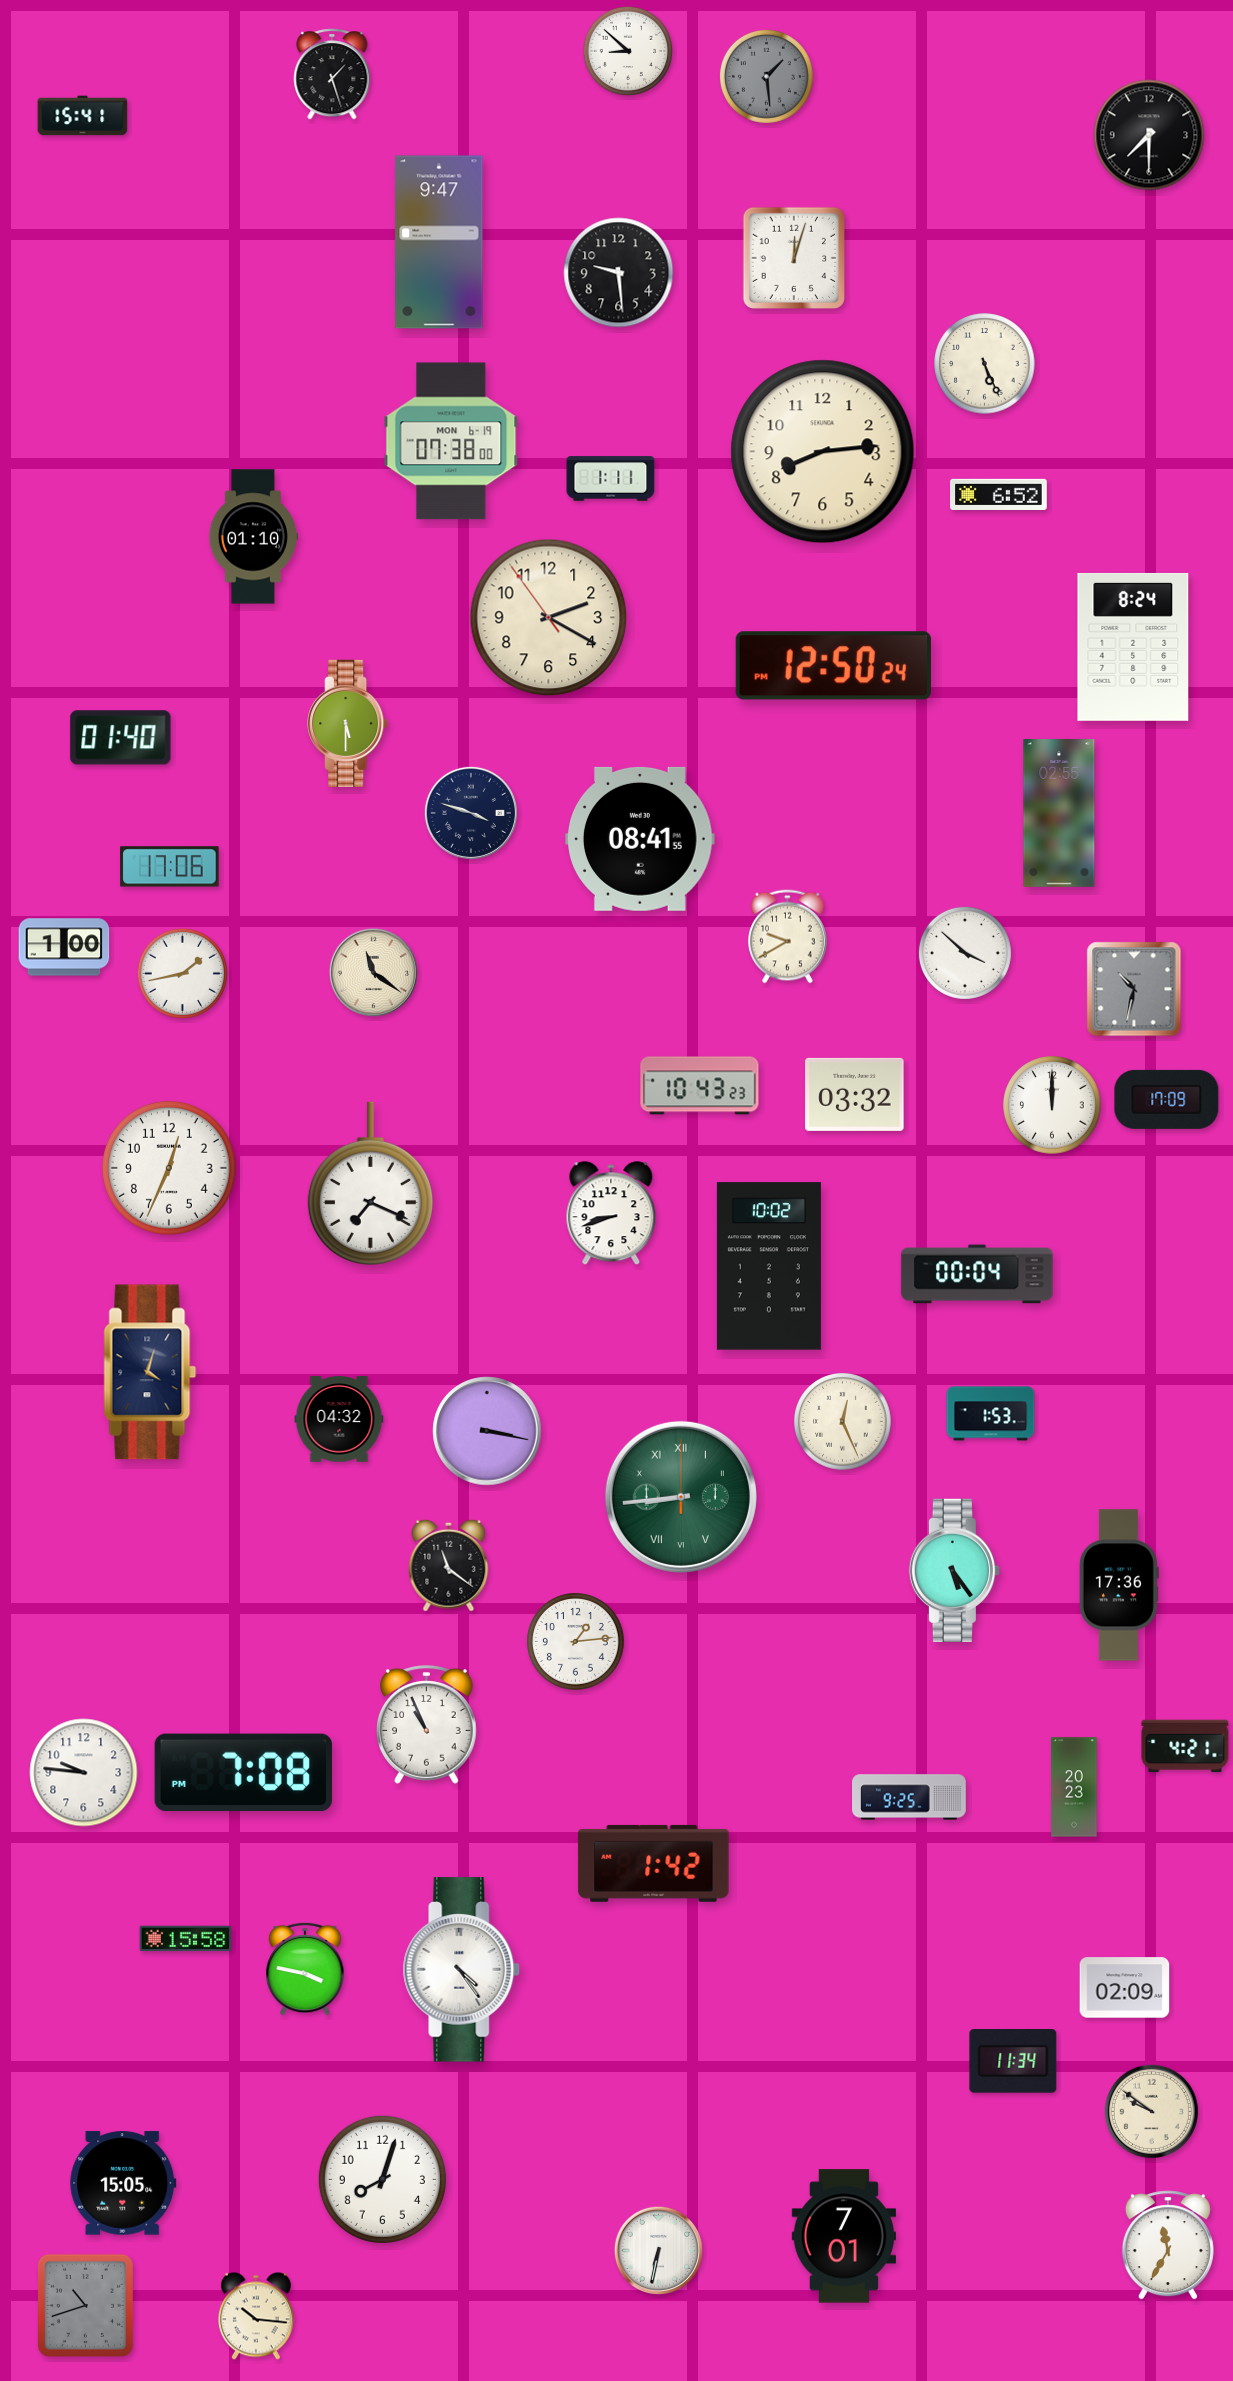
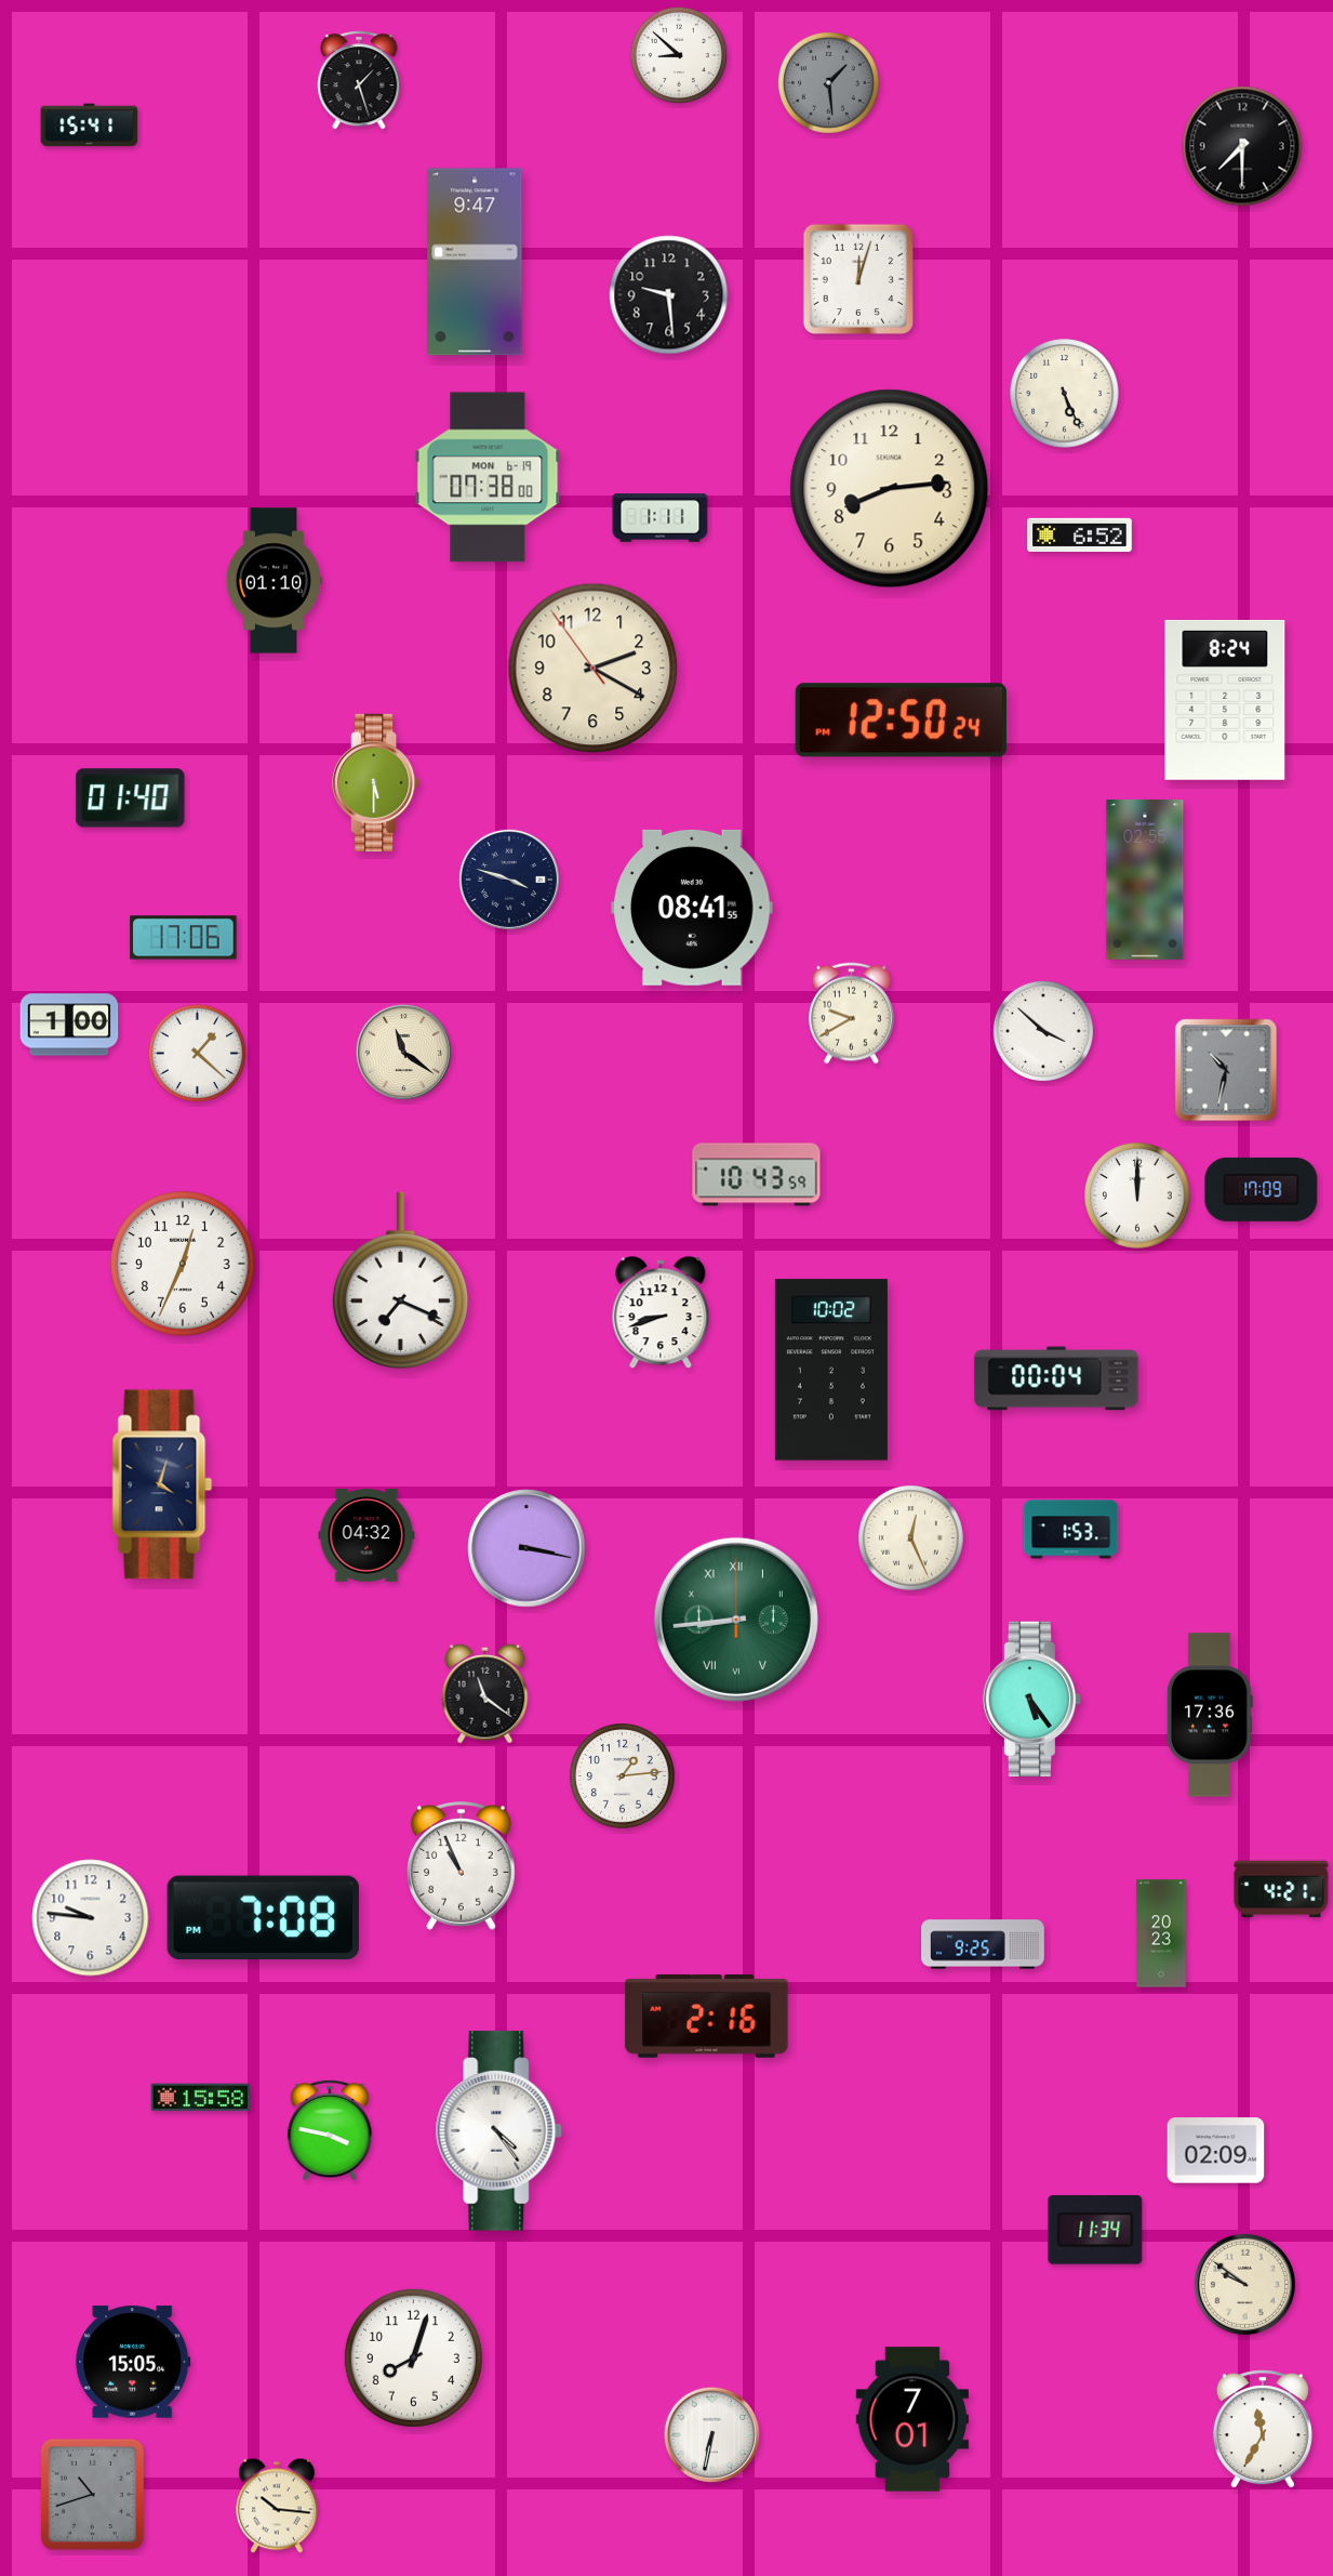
clock at (182, 973): 1:43 -> 1:22
clock at (700, 1086): 10:43:23 -> 10:43:59
clock at (855, 1094): 03:32 -> none
clock at (654, 1863): 1:42 -> 2:16
